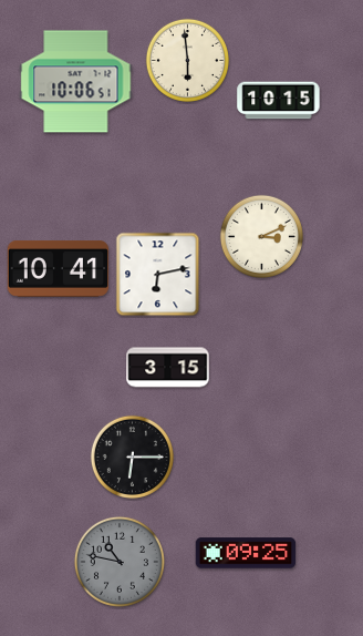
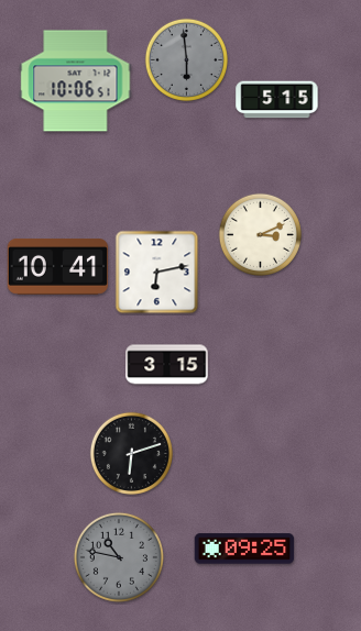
clock at (187, 60) dial: cream -> grey
clock at (279, 101): 10:15 -> 5:15
clock at (132, 457): 6:15 -> 6:12
